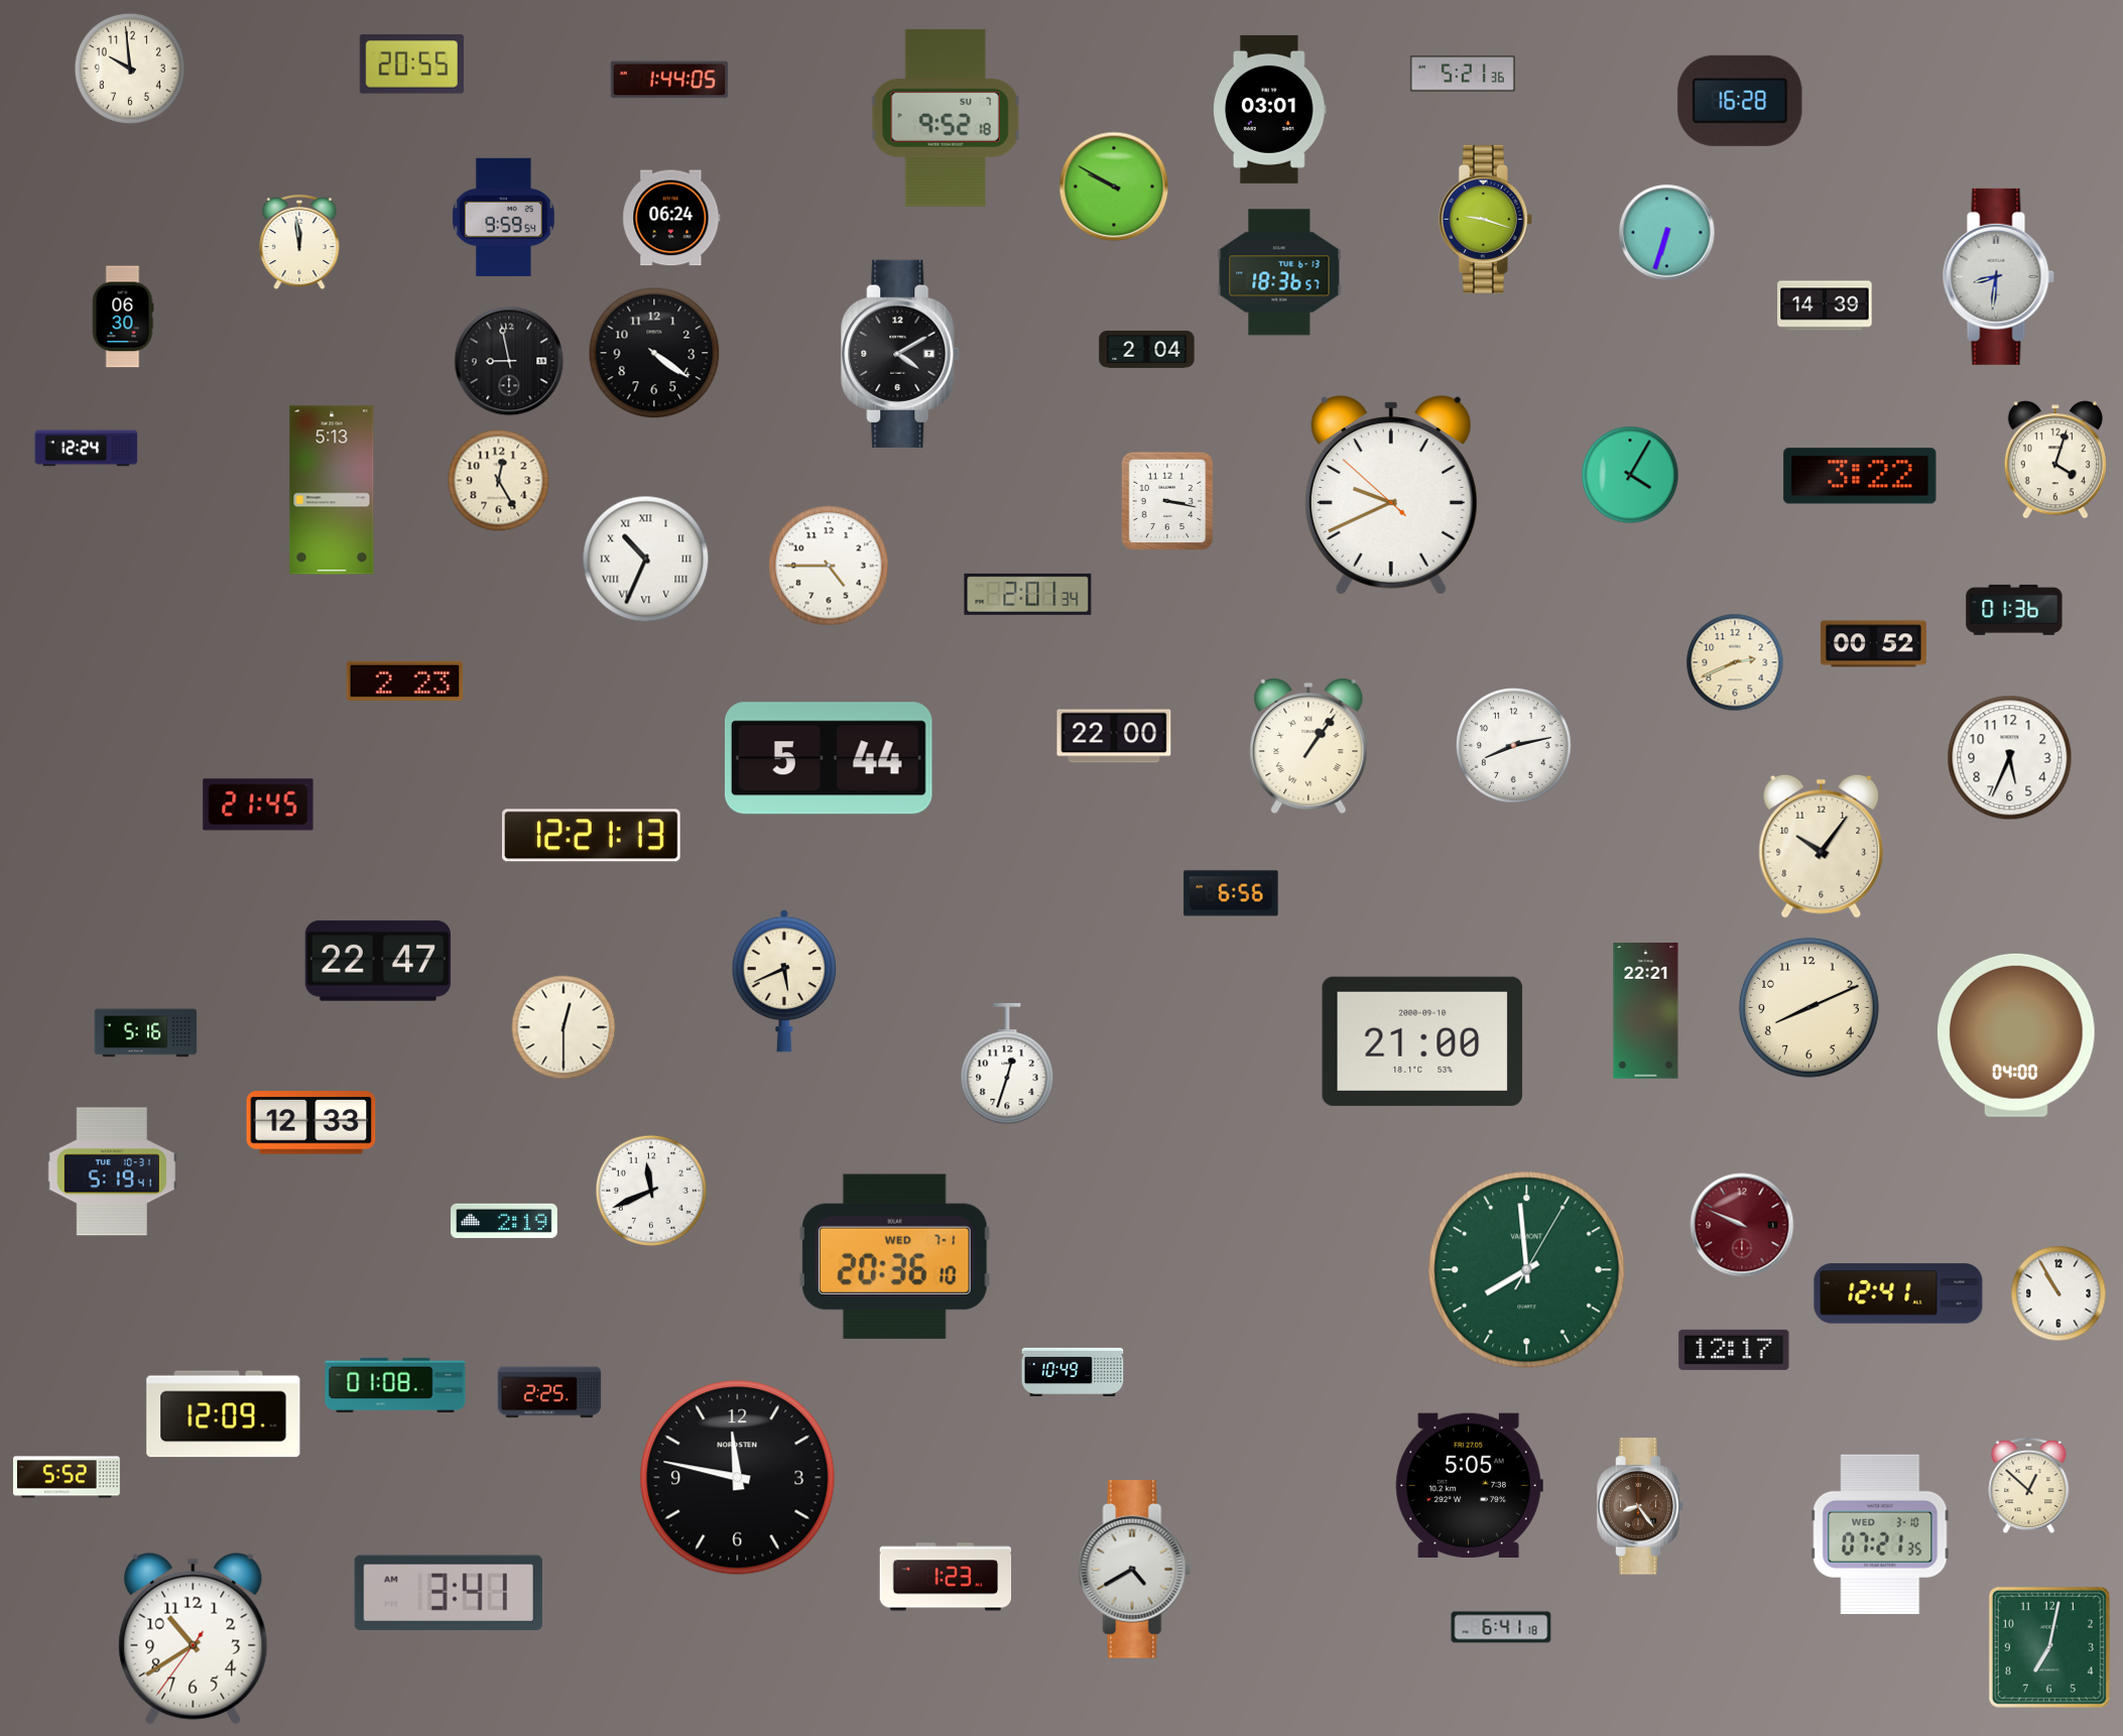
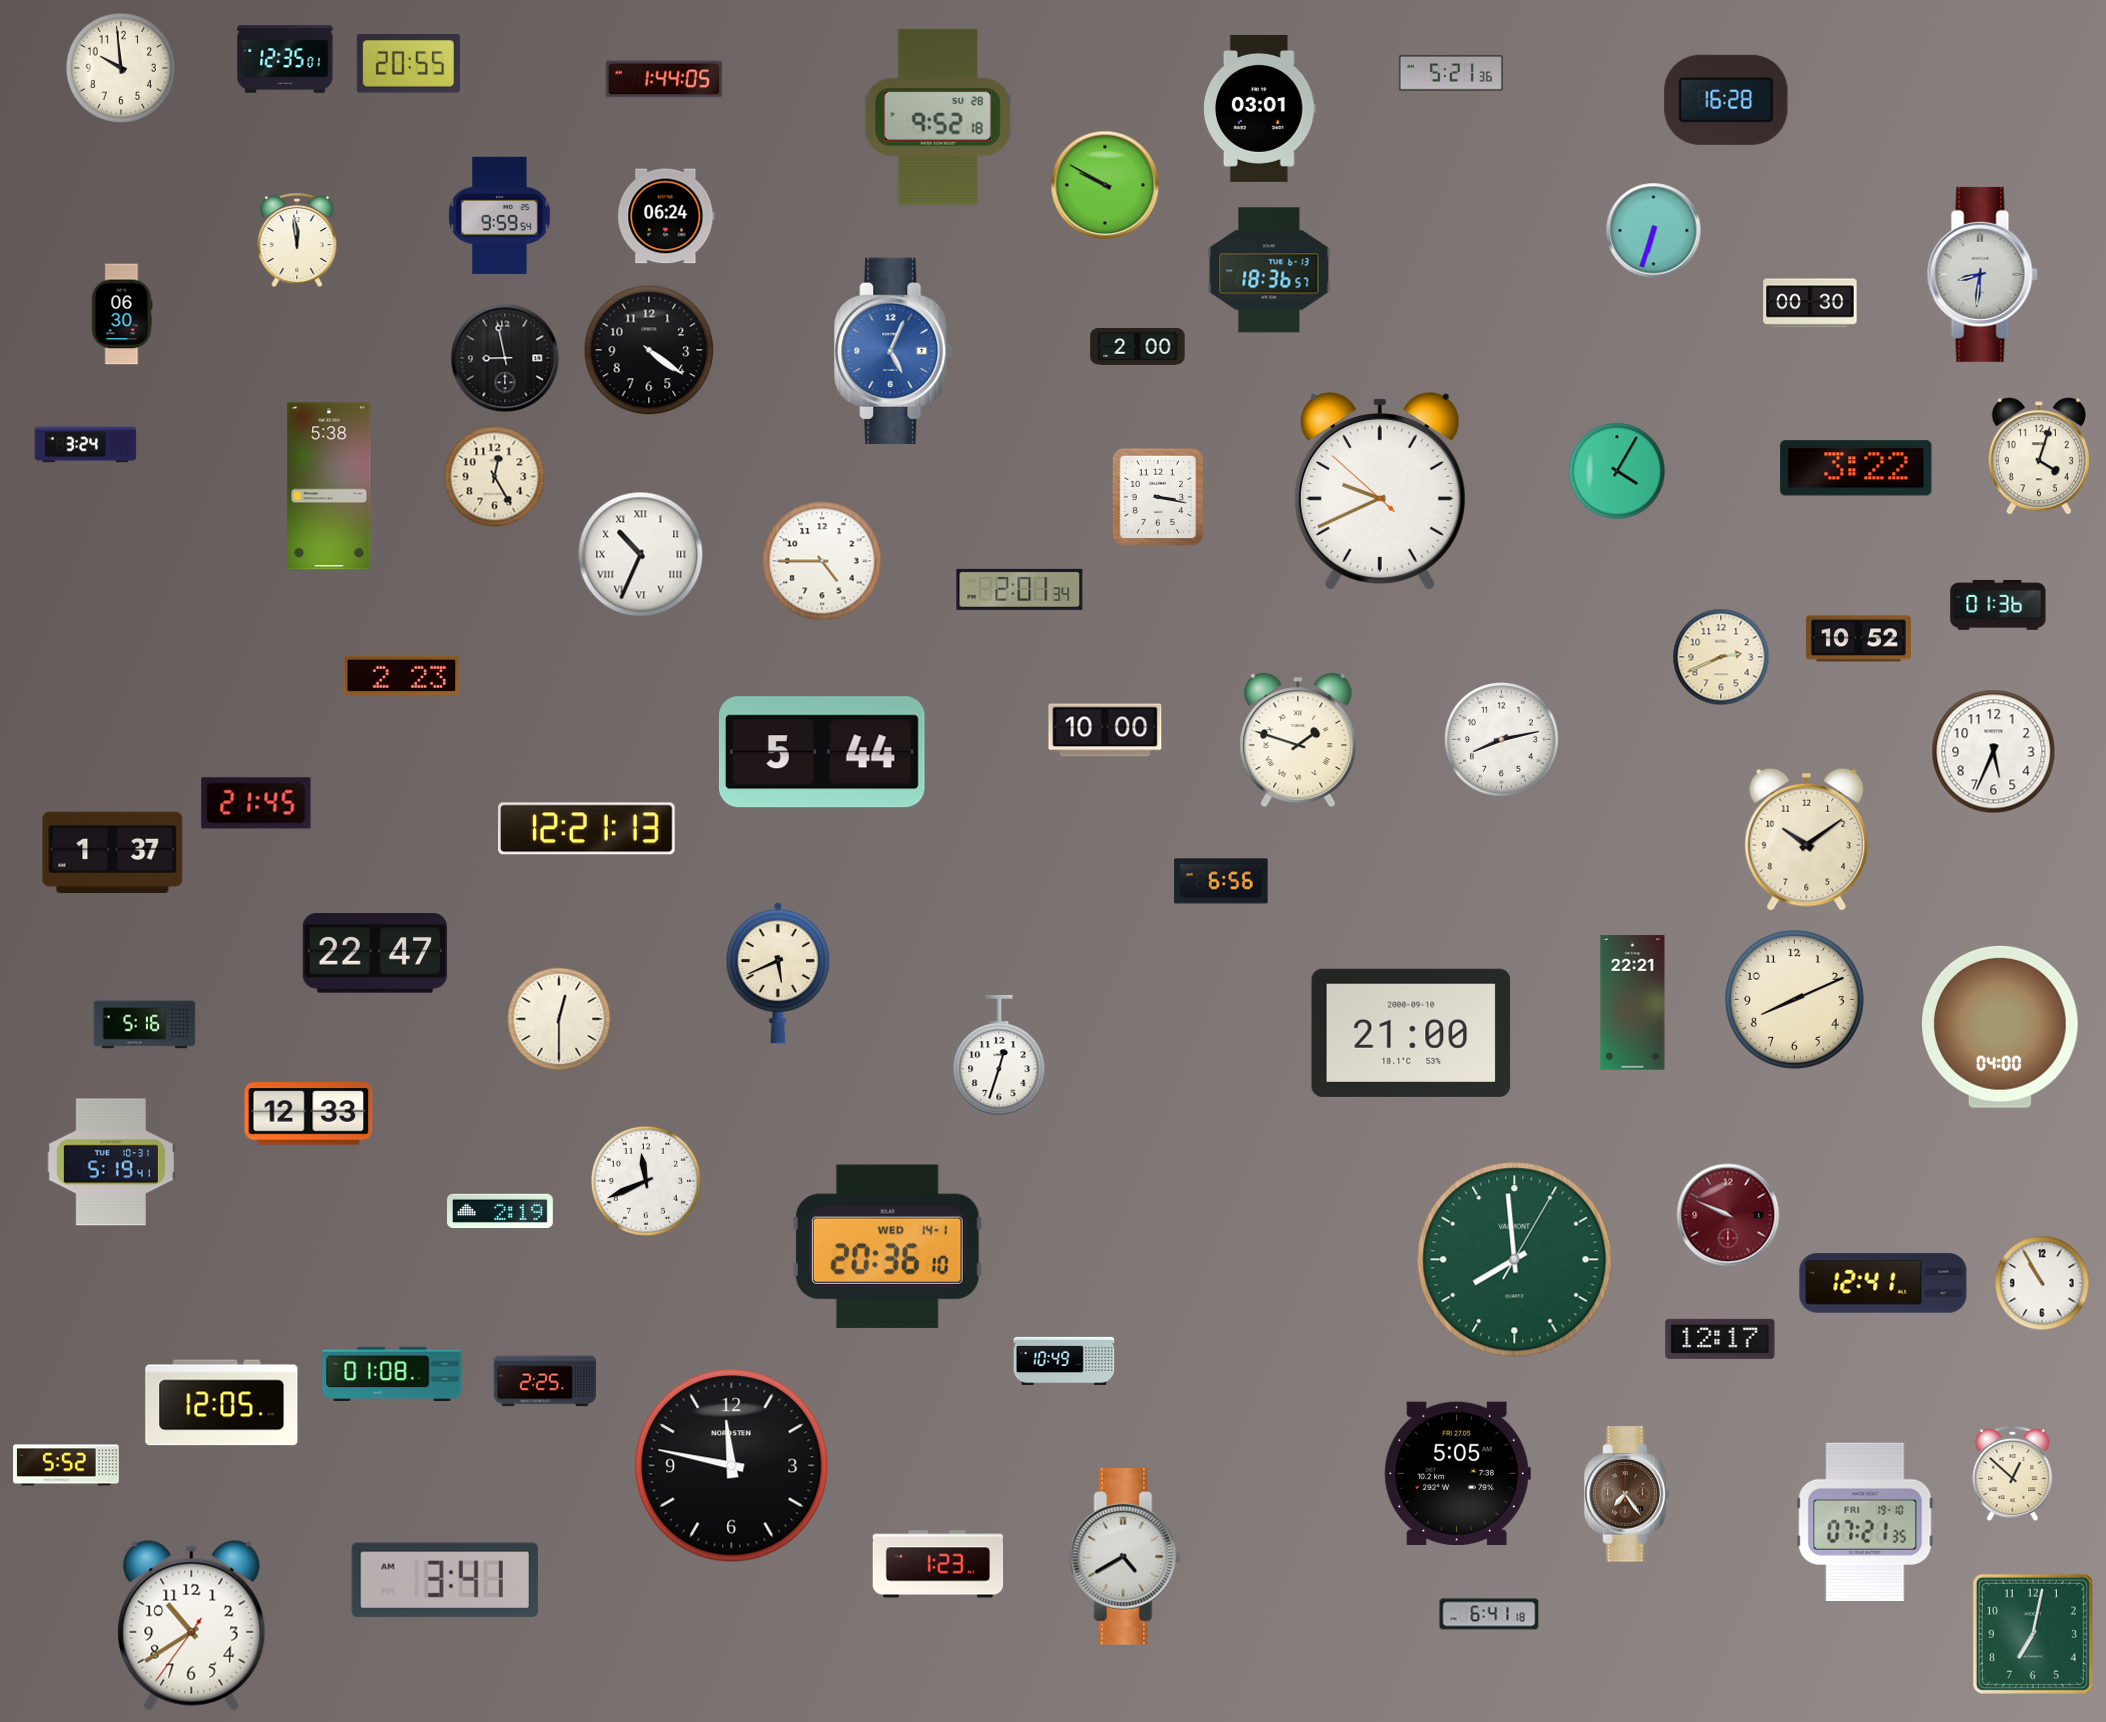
clock at (285, 59): none -> 12:35
clock at (130, 69) position: (130, 69) -> (121, 68)
clock at (946, 118) date: SU 7 -> SU 28
clock at (1485, 219): 9:18 -> none
clock at (1825, 305): 14:39 -> 00:30
clock at (1147, 350): 2:04 -> 2:00
clock at (901, 354): 4:10 -> 5:04
clock at (901, 354) dial: black -> blue
clock at (87, 449): 12:24 -> 3:24
clock at (1860, 476) position: (1860, 476) -> (1856, 468)
clock at (332, 490): 5:13 -> 5:38
clock at (1873, 644): 00:52 -> 10:52
clock at (1114, 736): 22:00 -> 10:00
clock at (1308, 746): 1:06 -> 1:48
clock at (258, 804) position: (258, 804) -> (256, 803)
clock at (1822, 846): 10:06 -> 10:09
clock at (113, 853): none -> 1:37
clock at (1231, 893) position: (1231, 893) -> (1221, 881)
clock at (894, 1256) date: WED 7-1 -> WED 14-1
clock at (224, 1414): 12:09 -> 12:05
clock at (1640, 1506): 8:24 -> 7:24
clock at (1880, 1534) date: WED 3-10 -> FRI 19-10
